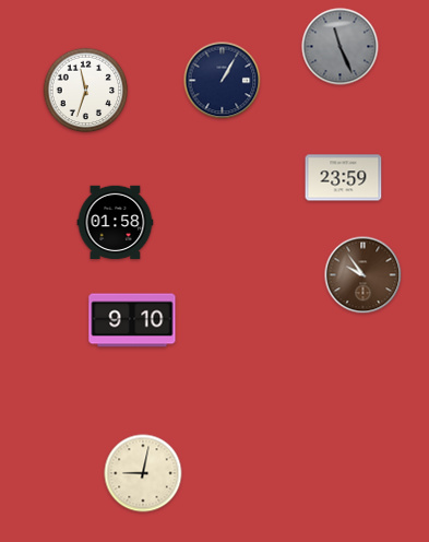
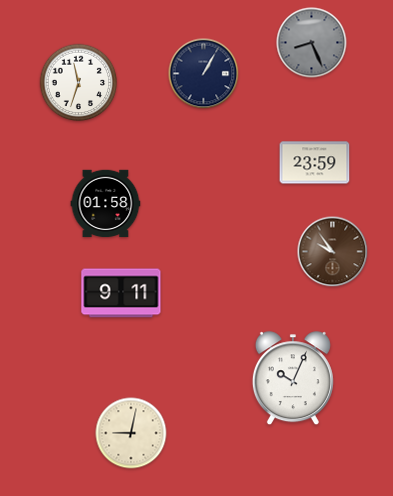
clock at (341, 47): 11:26 -> 8:26
clock at (132, 320): 9:10 -> 9:11
clock at (293, 379): none -> 10:04
